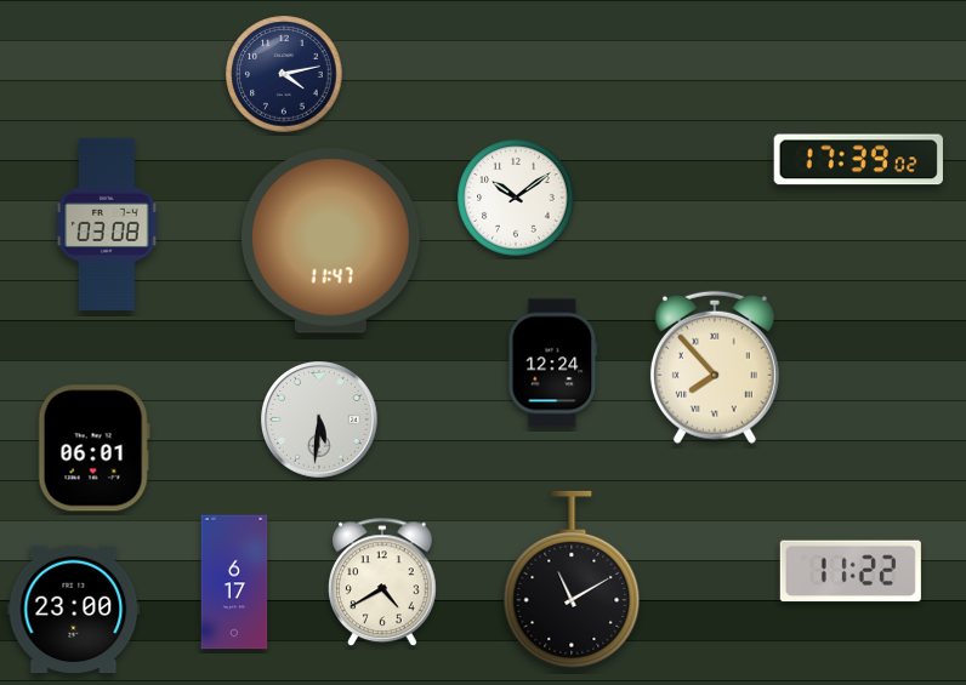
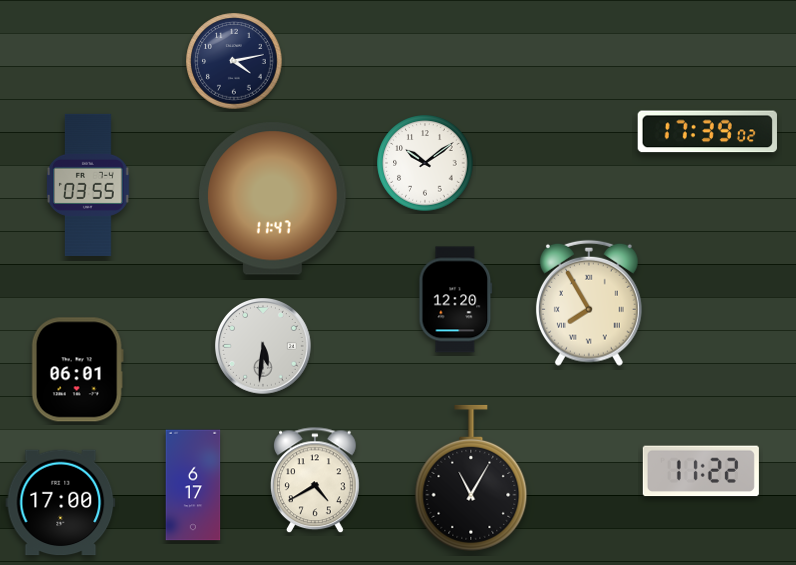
clock at (107, 224): 03:08 -> 03:55
clock at (553, 364): 12:24 -> 12:20
clock at (715, 367): 7:53 -> 7:55
clock at (572, 580): 11:10 -> 11:05
clock at (234, 582) position: (234, 582) -> (193, 485)
clock at (74, 610): 23:00 -> 17:00
